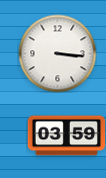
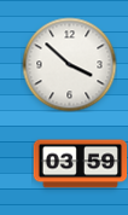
clock at (57, 53): 3:16 -> 3:52
